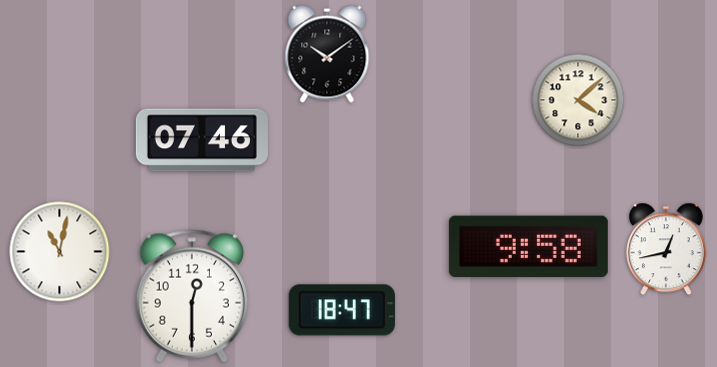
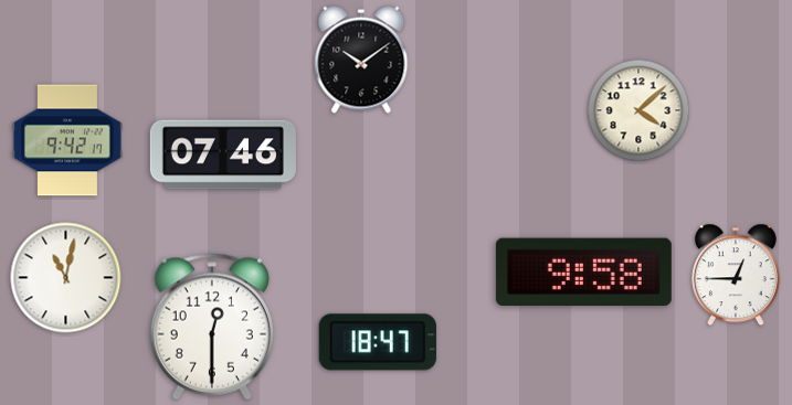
clock at (67, 140): none -> 9:42
clock at (666, 249): 12:43 -> 12:45
